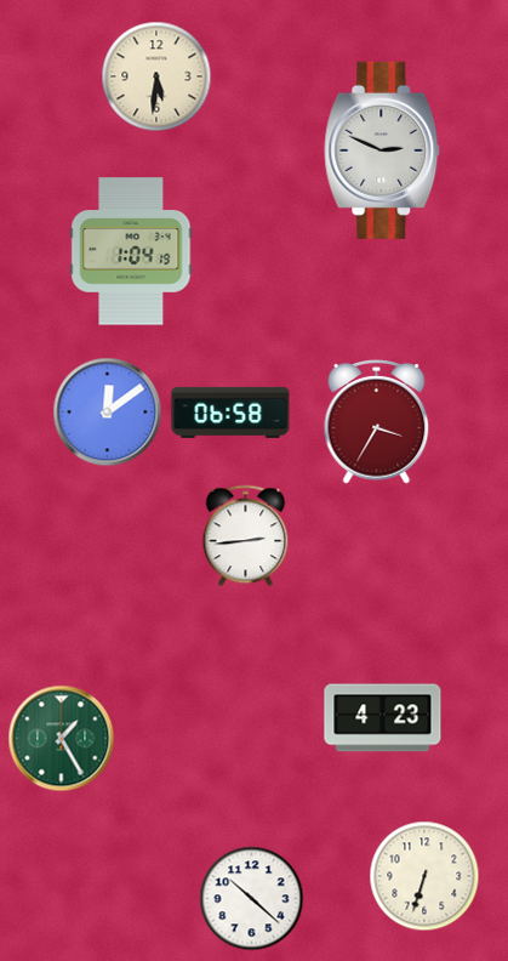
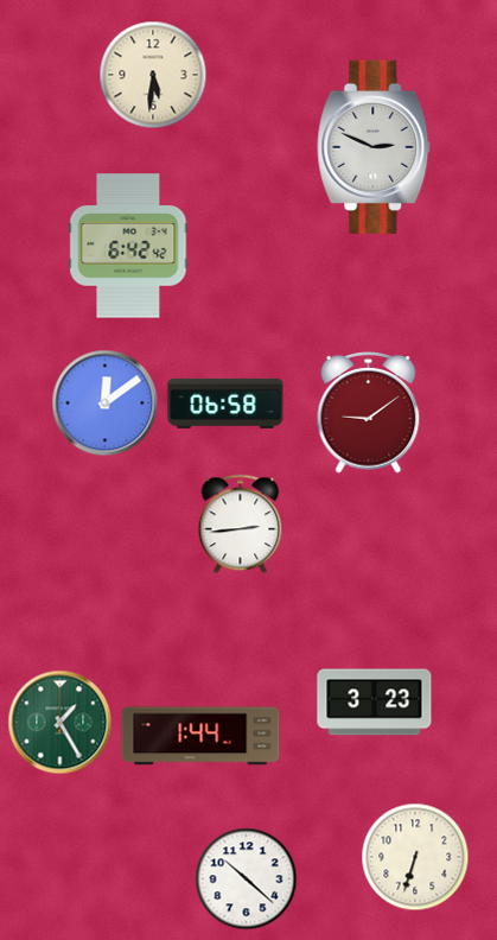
clock at (131, 251): 1:04 -> 6:42
clock at (377, 422): 3:35 -> 9:09
clock at (383, 718): 4:23 -> 3:23
clock at (200, 736): none -> 1:44
